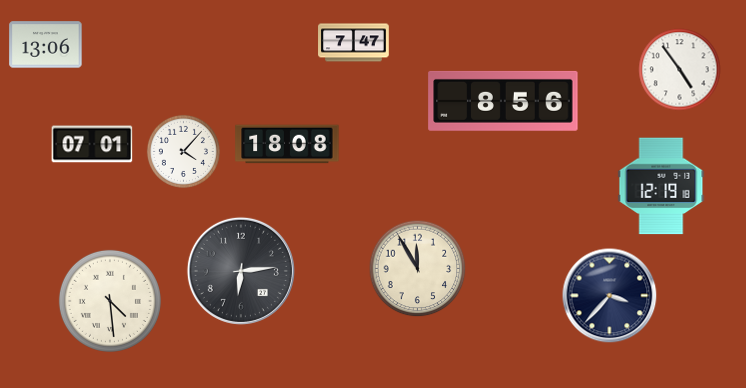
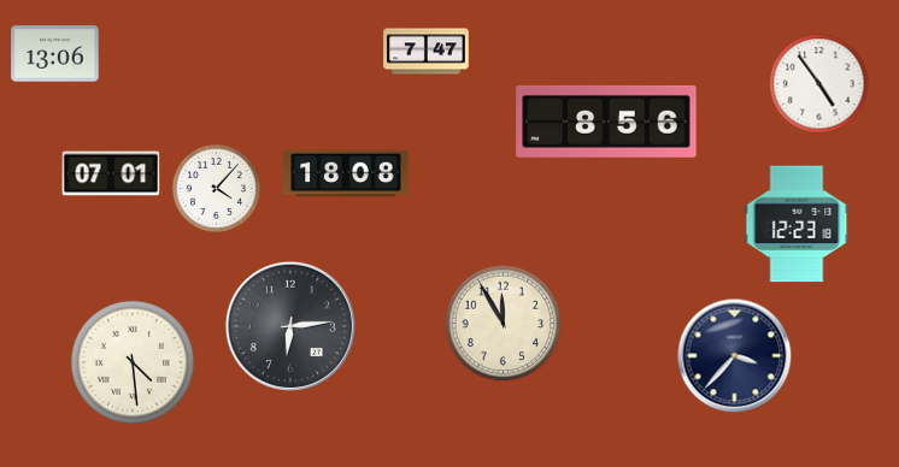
clock at (183, 151) position: (183, 151) -> (216, 188)
clock at (661, 186): 12:19 -> 12:23
